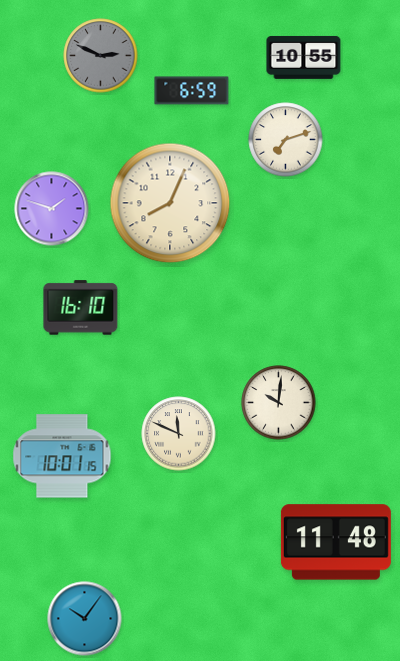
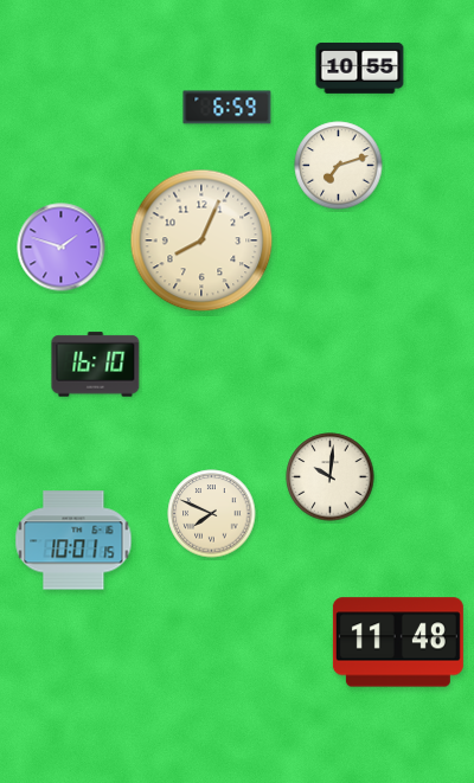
clock at (101, 56): 2:49 -> none
clock at (179, 434): 11:49 -> 7:49
clock at (85, 619): 10:06 -> none
